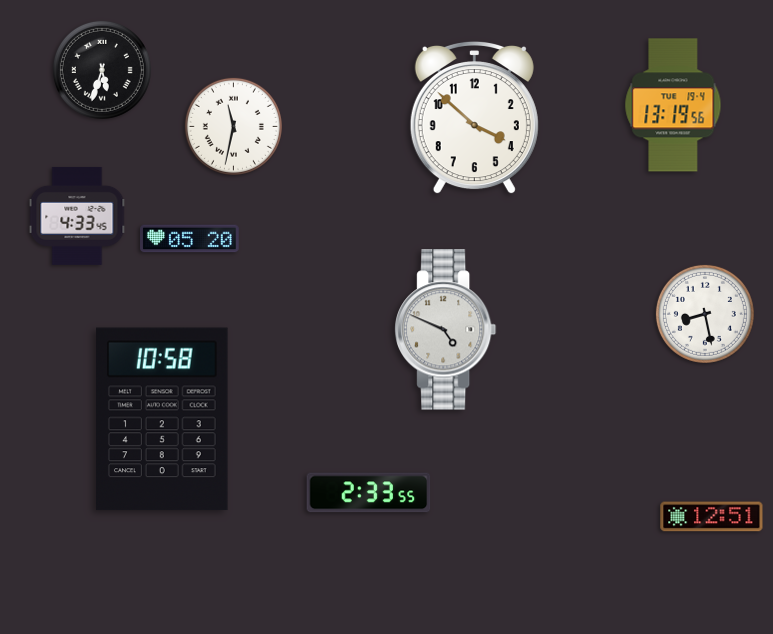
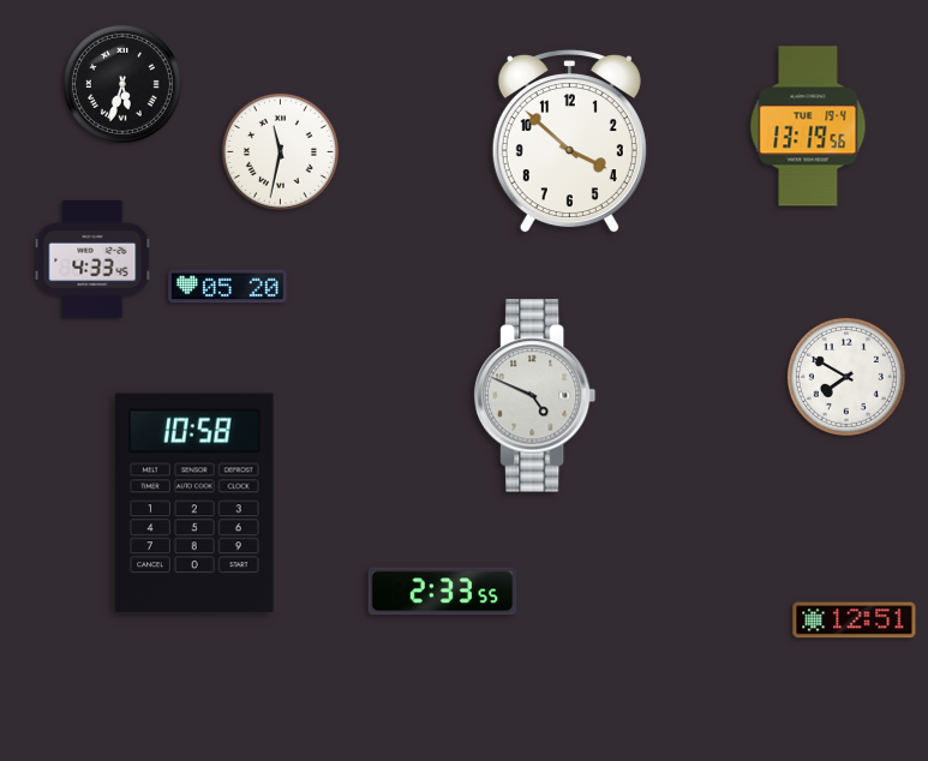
clock at (705, 314): 8:28 -> 7:50
